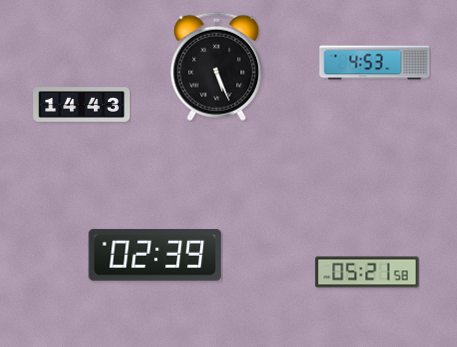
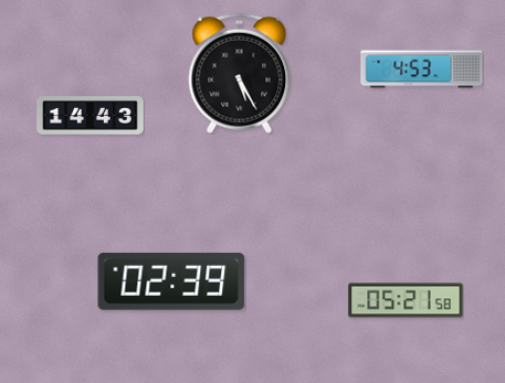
clock at (375, 63) position: (375, 63) -> (422, 70)
clock at (217, 66): 5:26 -> 5:25
